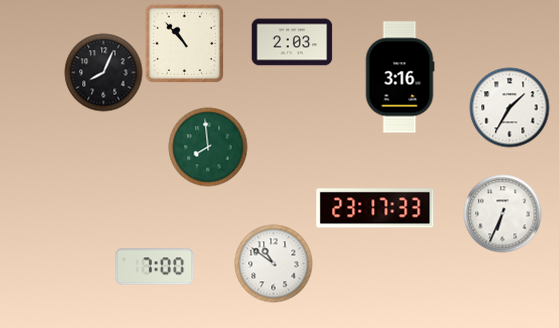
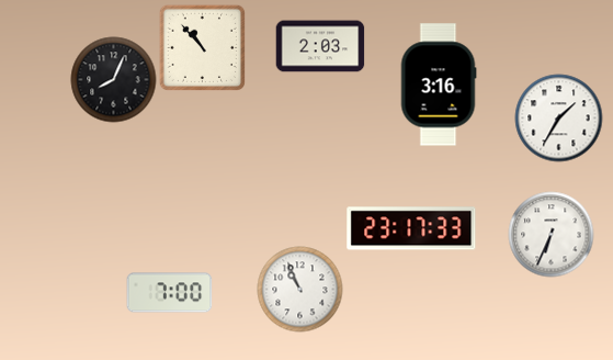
clock at (208, 147): 7:59 -> none
clock at (273, 263): 10:51 -> 10:56
